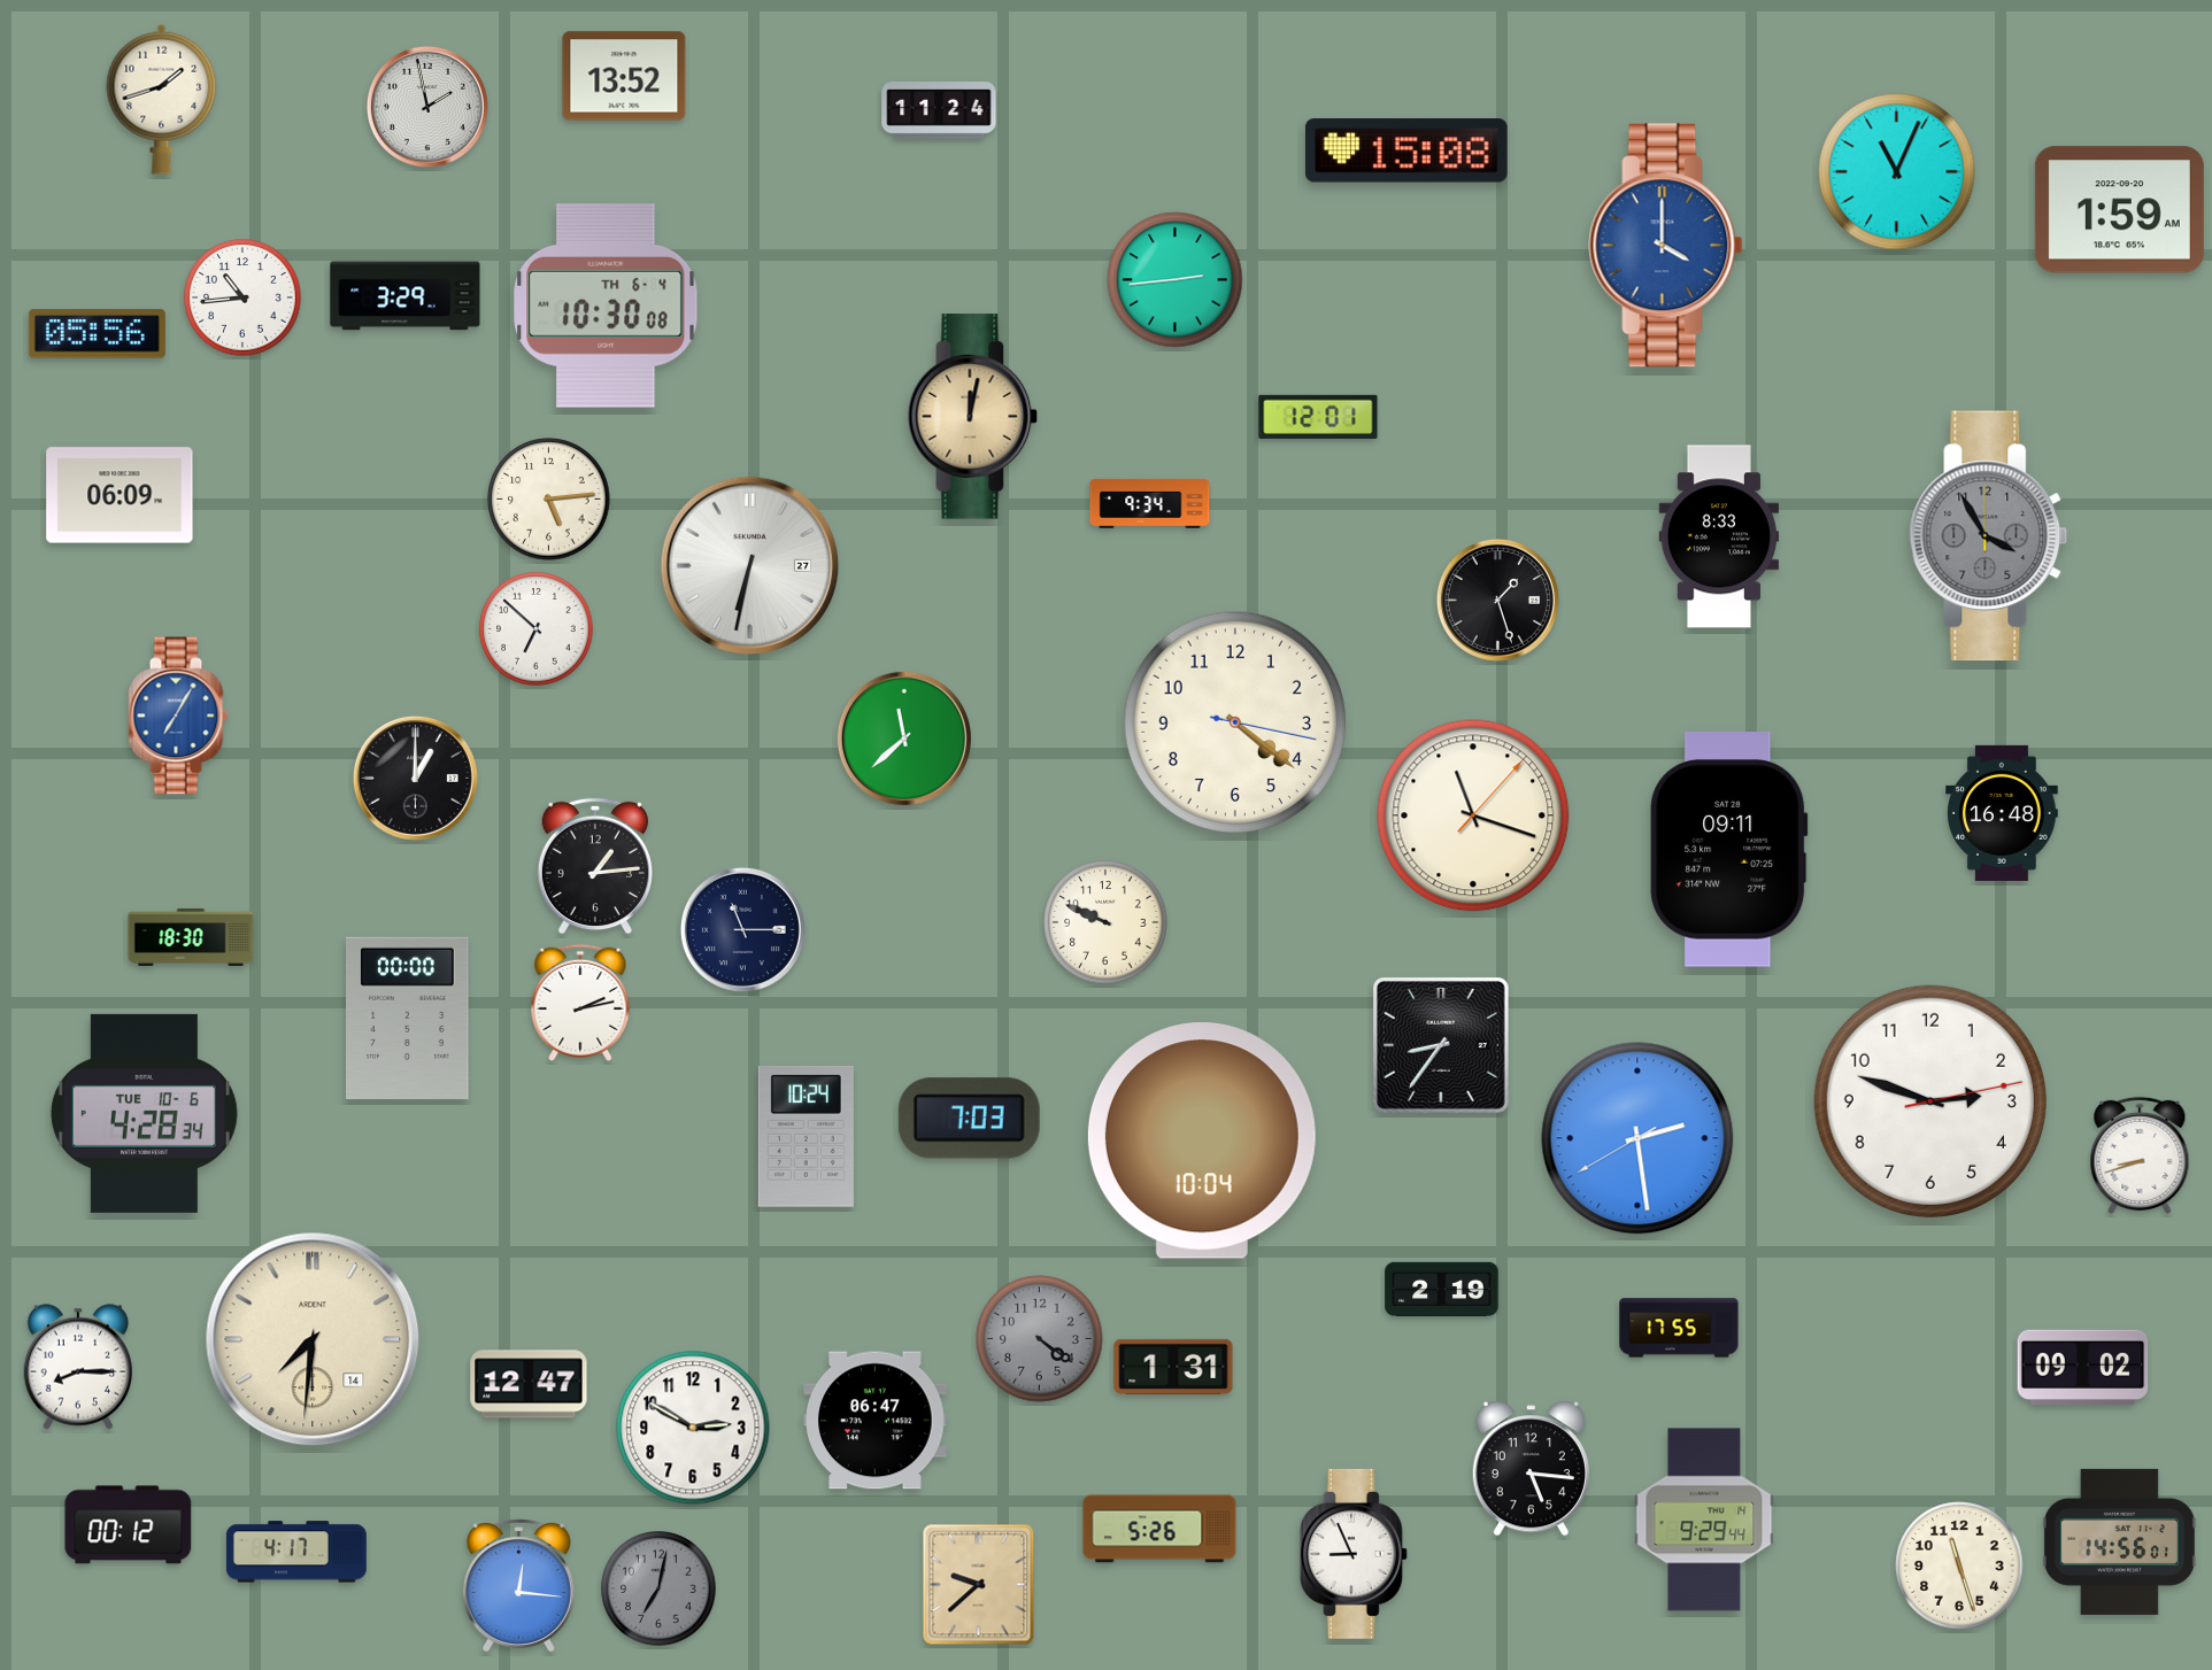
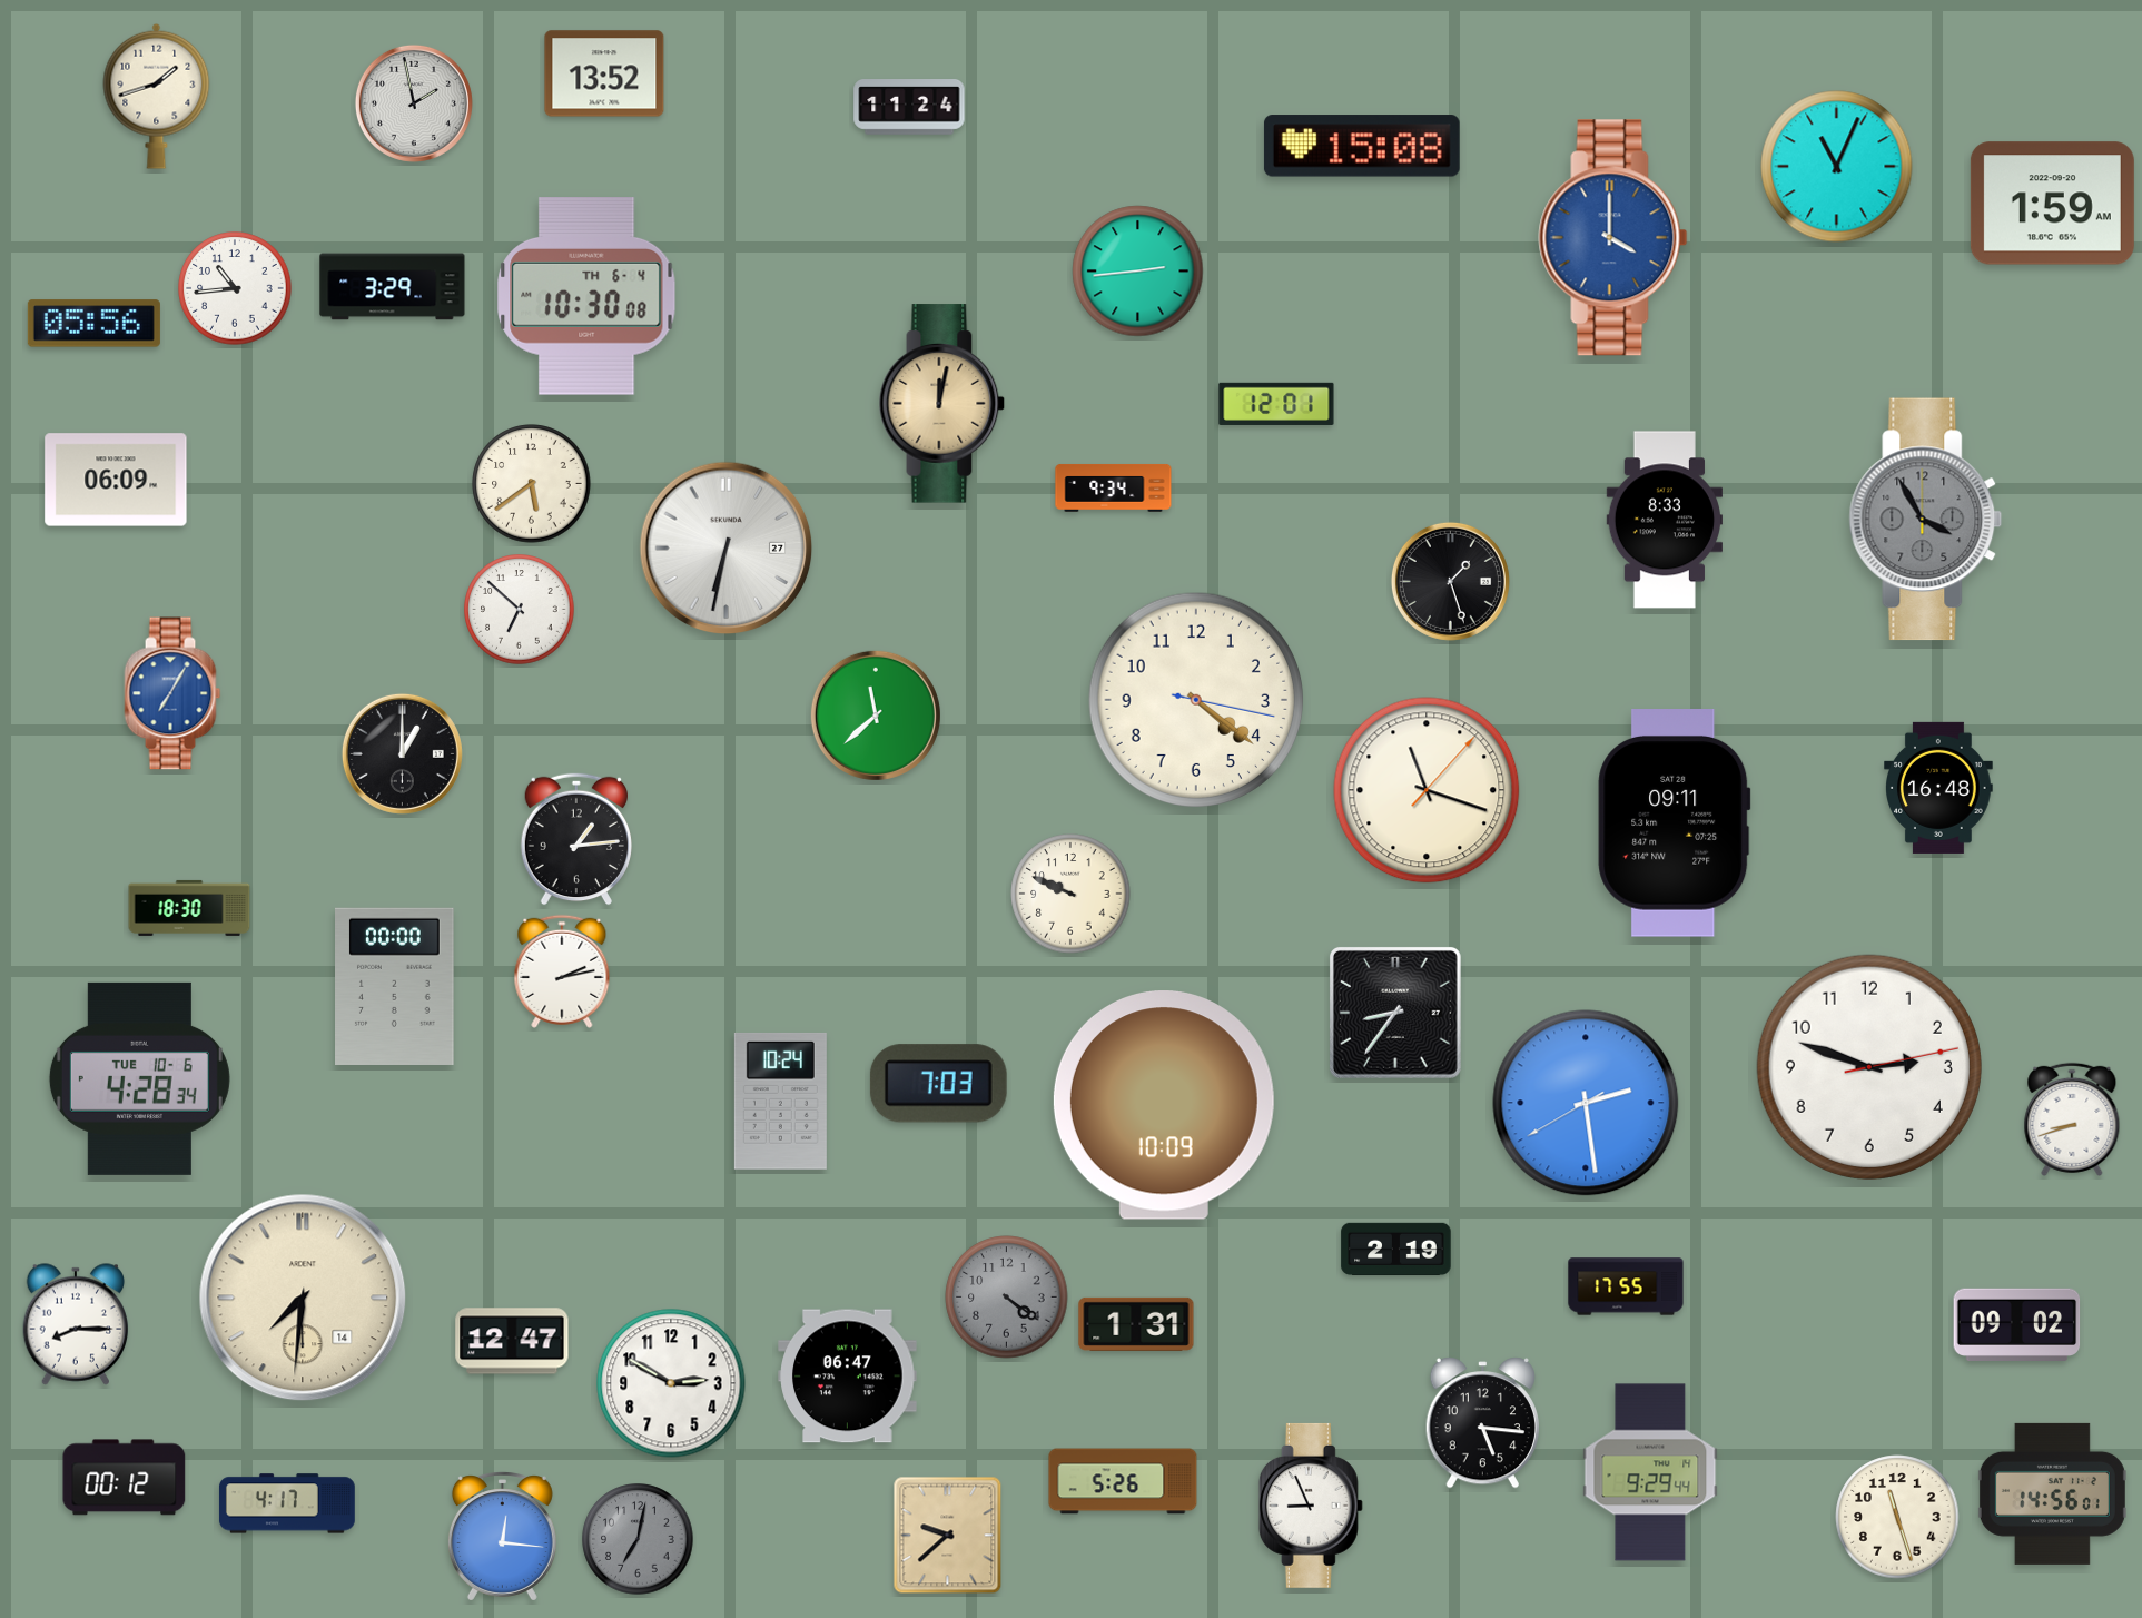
clock at (549, 500): 5:14 -> 5:39
clock at (742, 929): 11:15 -> none
clock at (191, 937) position: (191, 937) -> (189, 908)
clock at (1202, 1141): 10:04 -> 10:09
